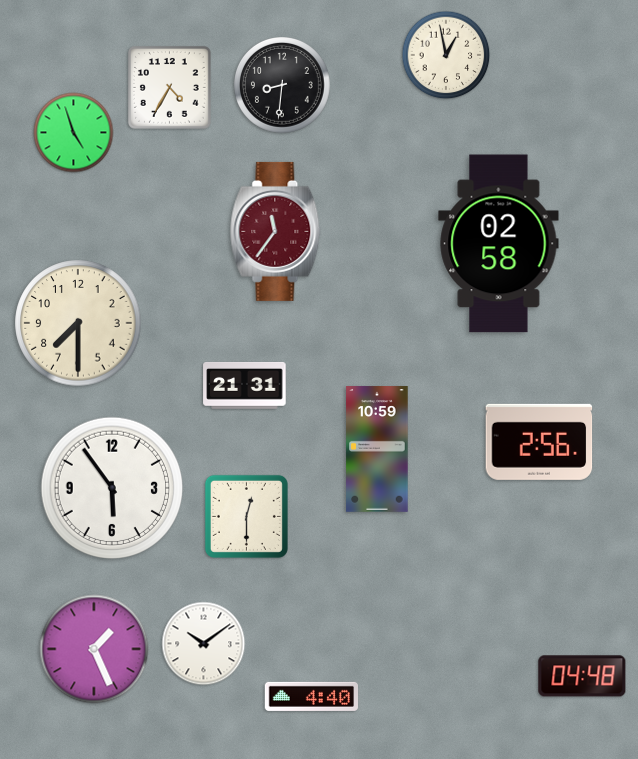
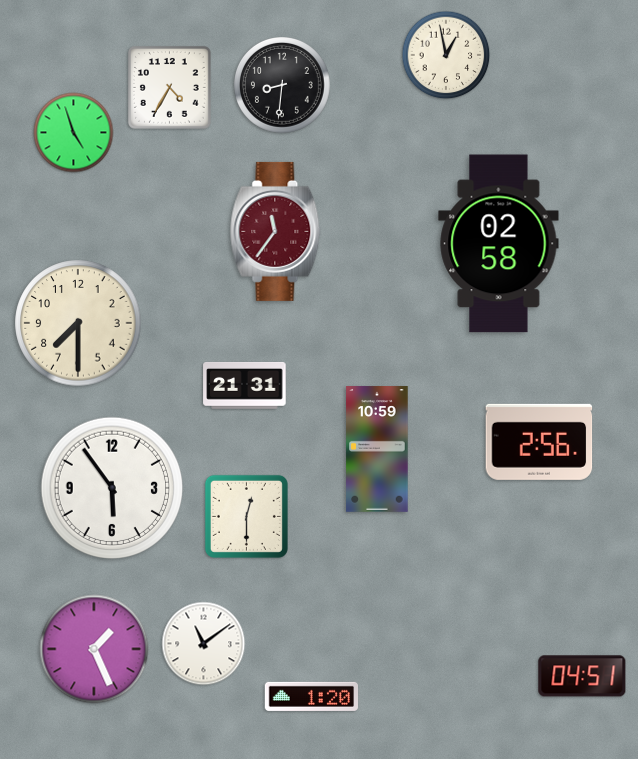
clock at (204, 644): 10:09 -> 11:09
clock at (582, 676): 04:48 -> 04:51
clock at (311, 696): 4:40 -> 1:20
